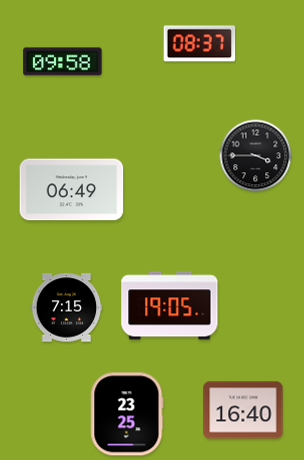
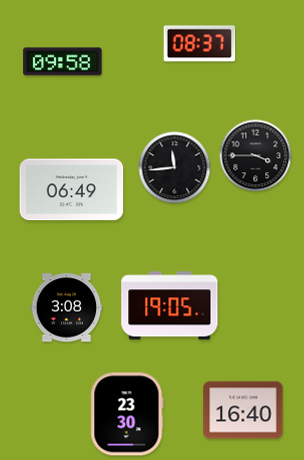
clock at (175, 168): none -> 11:44
clock at (67, 308): 7:15 -> 3:08
clock at (127, 414): 23:25 -> 23:30
